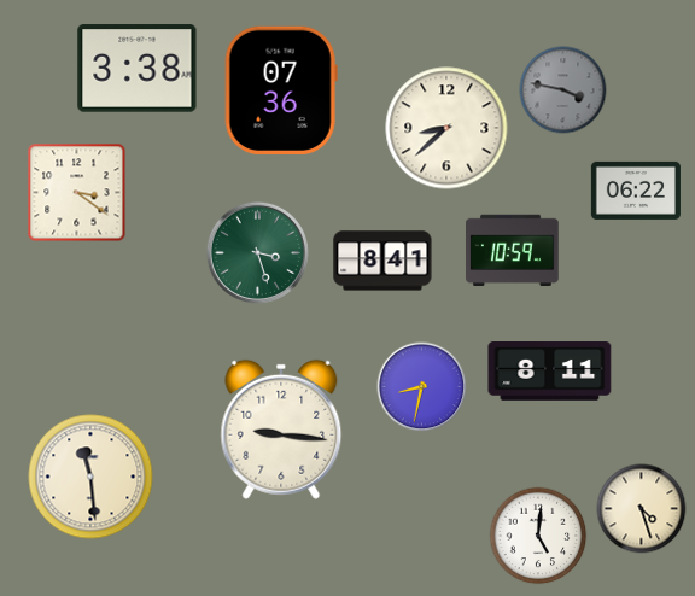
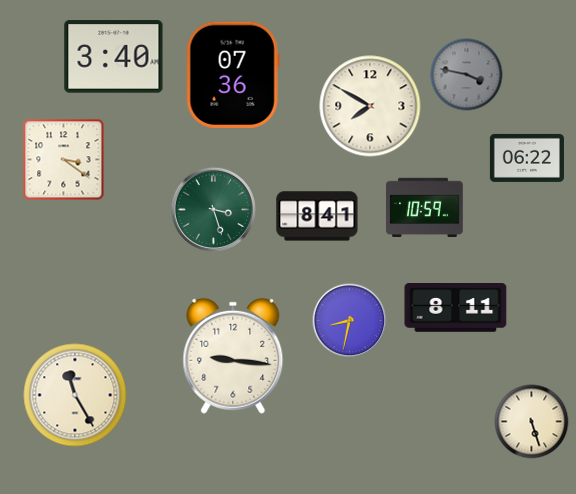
clock at (138, 69): 3:38 -> 3:40
clock at (446, 128): 8:38 -> 7:50
clock at (90, 477): 11:29 -> 11:25
clock at (642, 509): 4:27 -> 5:27
clock at (538, 536): 5:01 -> none
